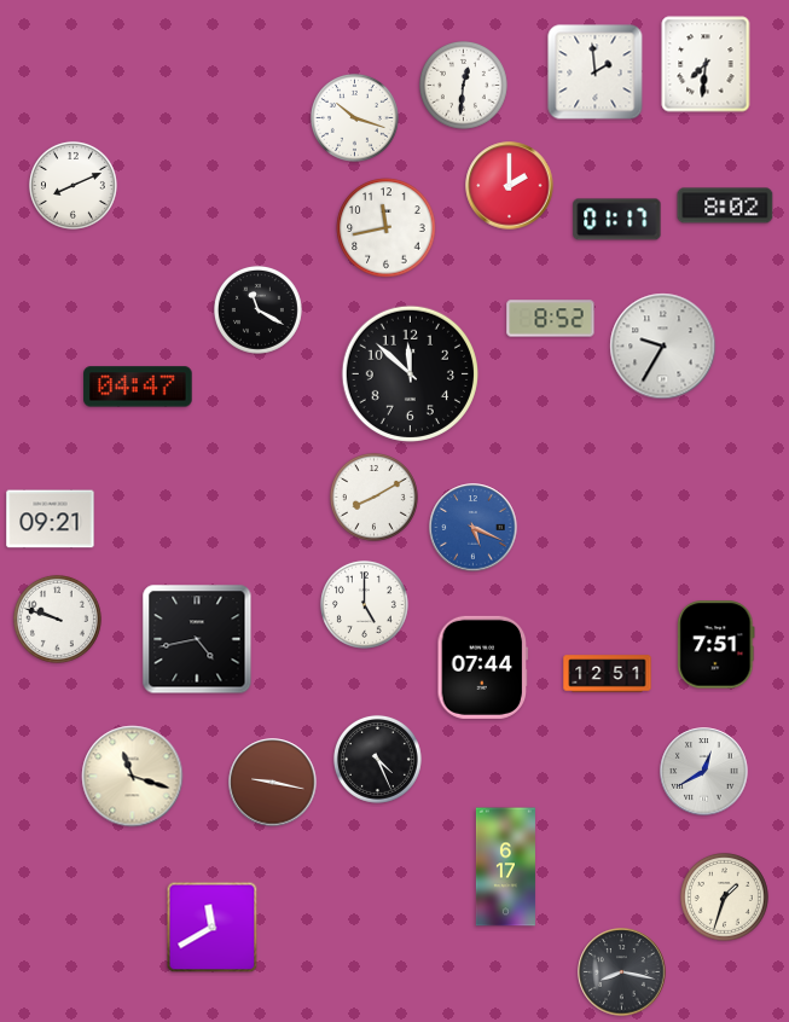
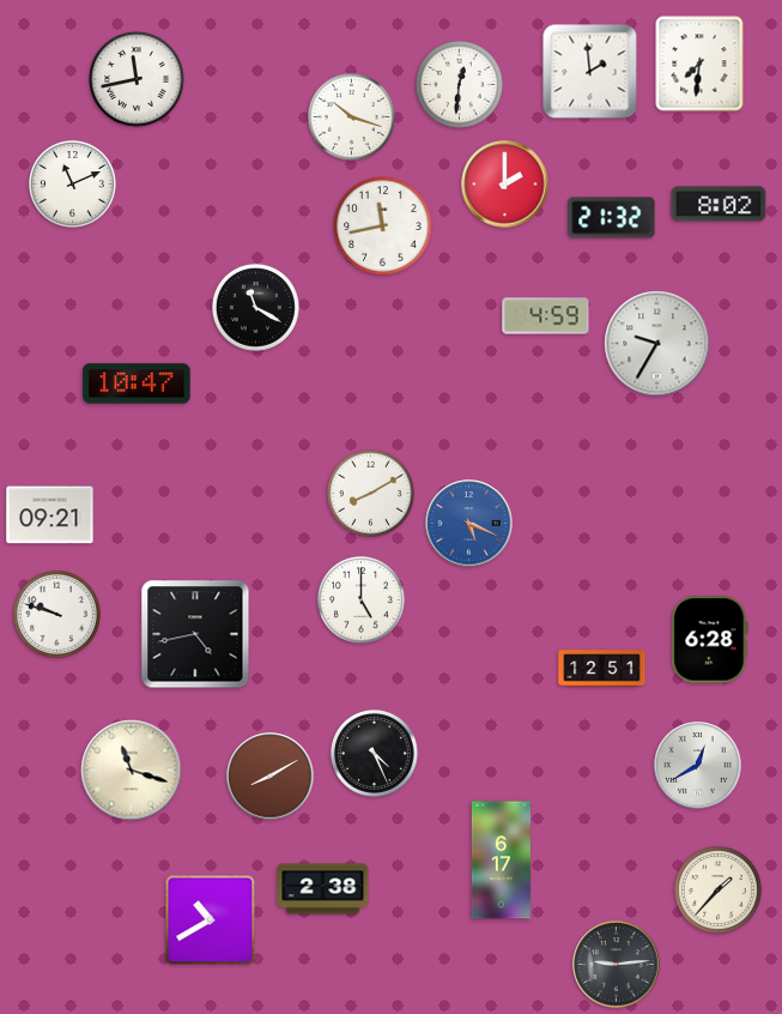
clock at (137, 79): none -> 11:43
clock at (72, 185): 8:11 -> 11:11
clock at (617, 220): 01:17 -> 21:32
clock at (551, 319): 8:52 -> 4:59
clock at (410, 373): 11:52 -> none
clock at (138, 387): 04:47 -> 10:47
clock at (717, 645): 7:51 -> 6:28
clock at (483, 667): 07:44 -> none
clock at (273, 783): 9:17 -> 8:10
clock at (323, 889): none -> 2:38
clock at (724, 896): 1:33 -> 1:37
clock at (213, 928): 11:40 -> 10:40
clock at (622, 972): 8:17 -> 9:14
